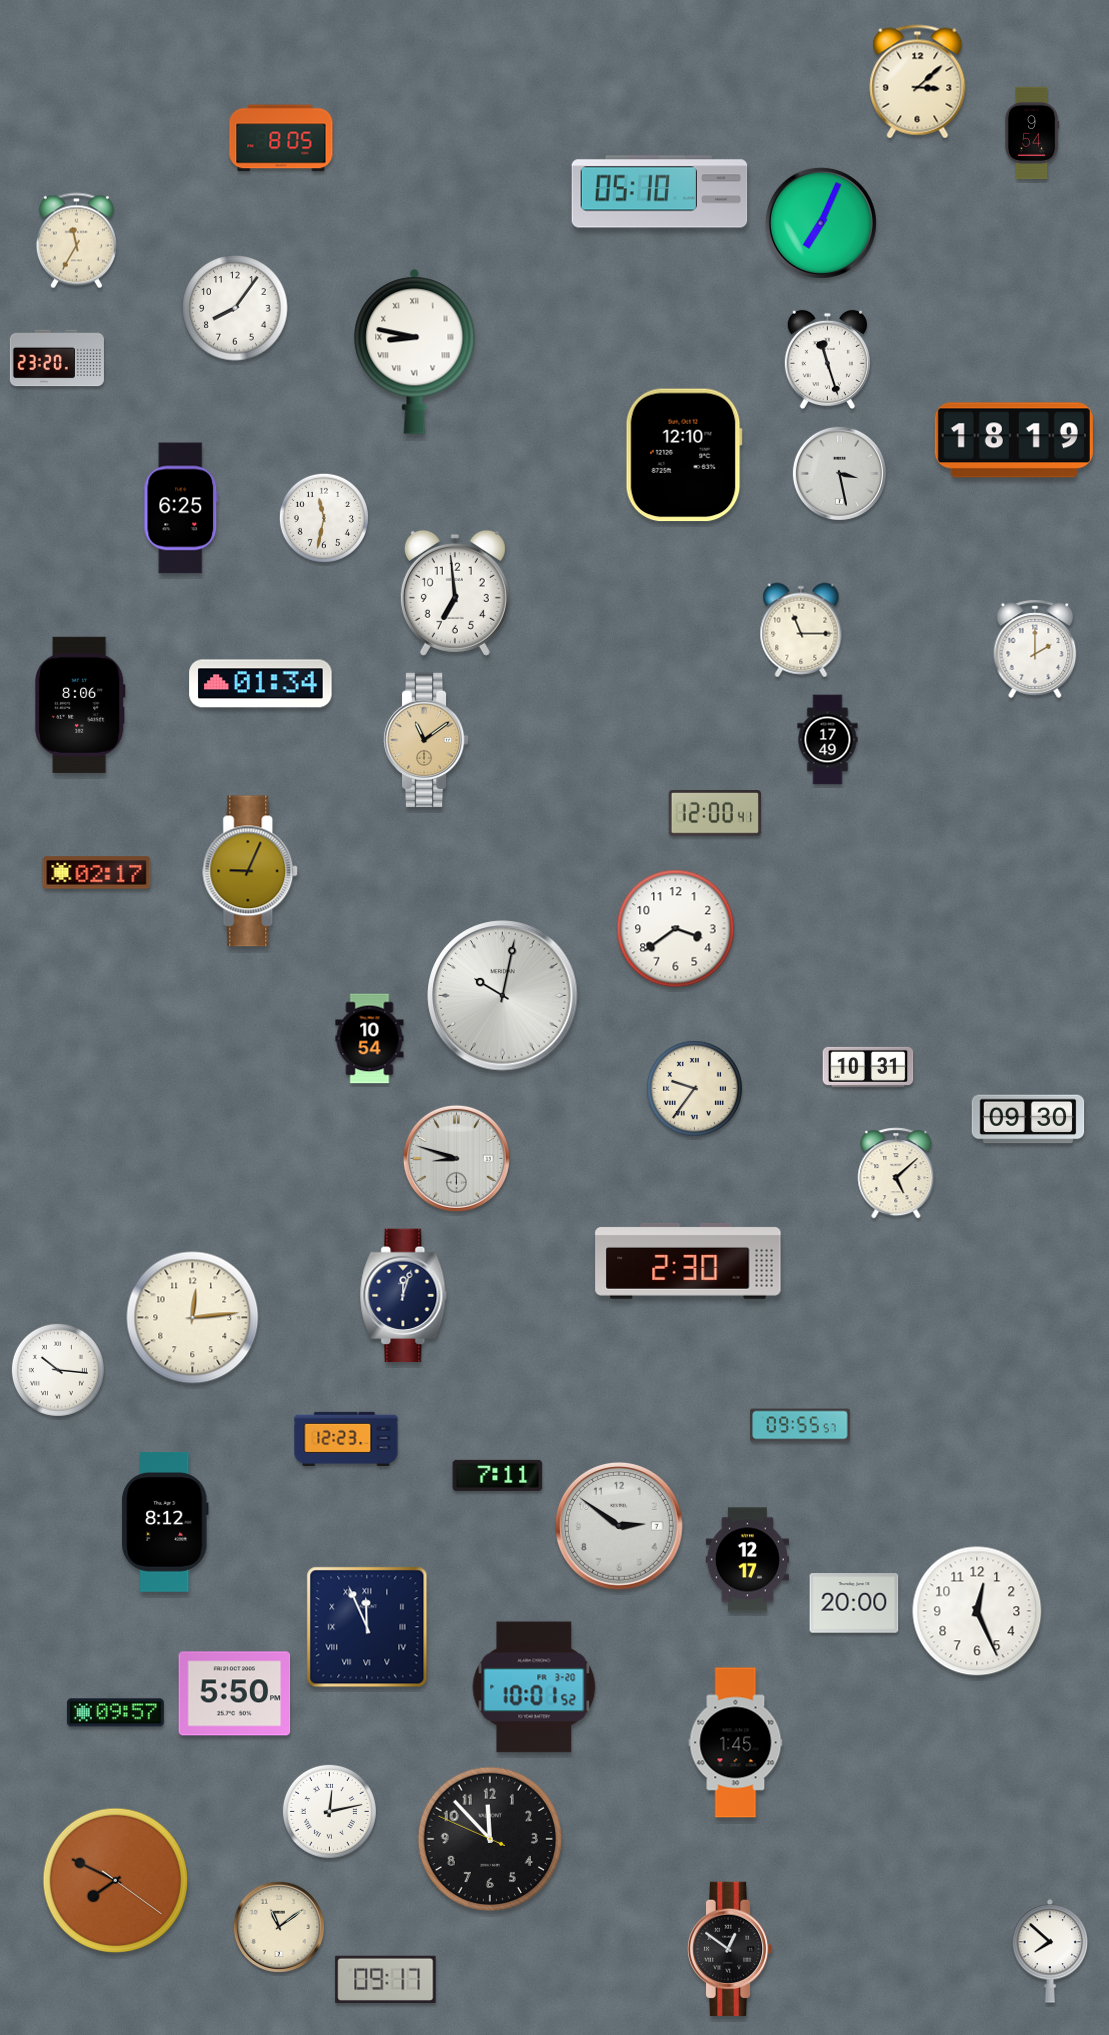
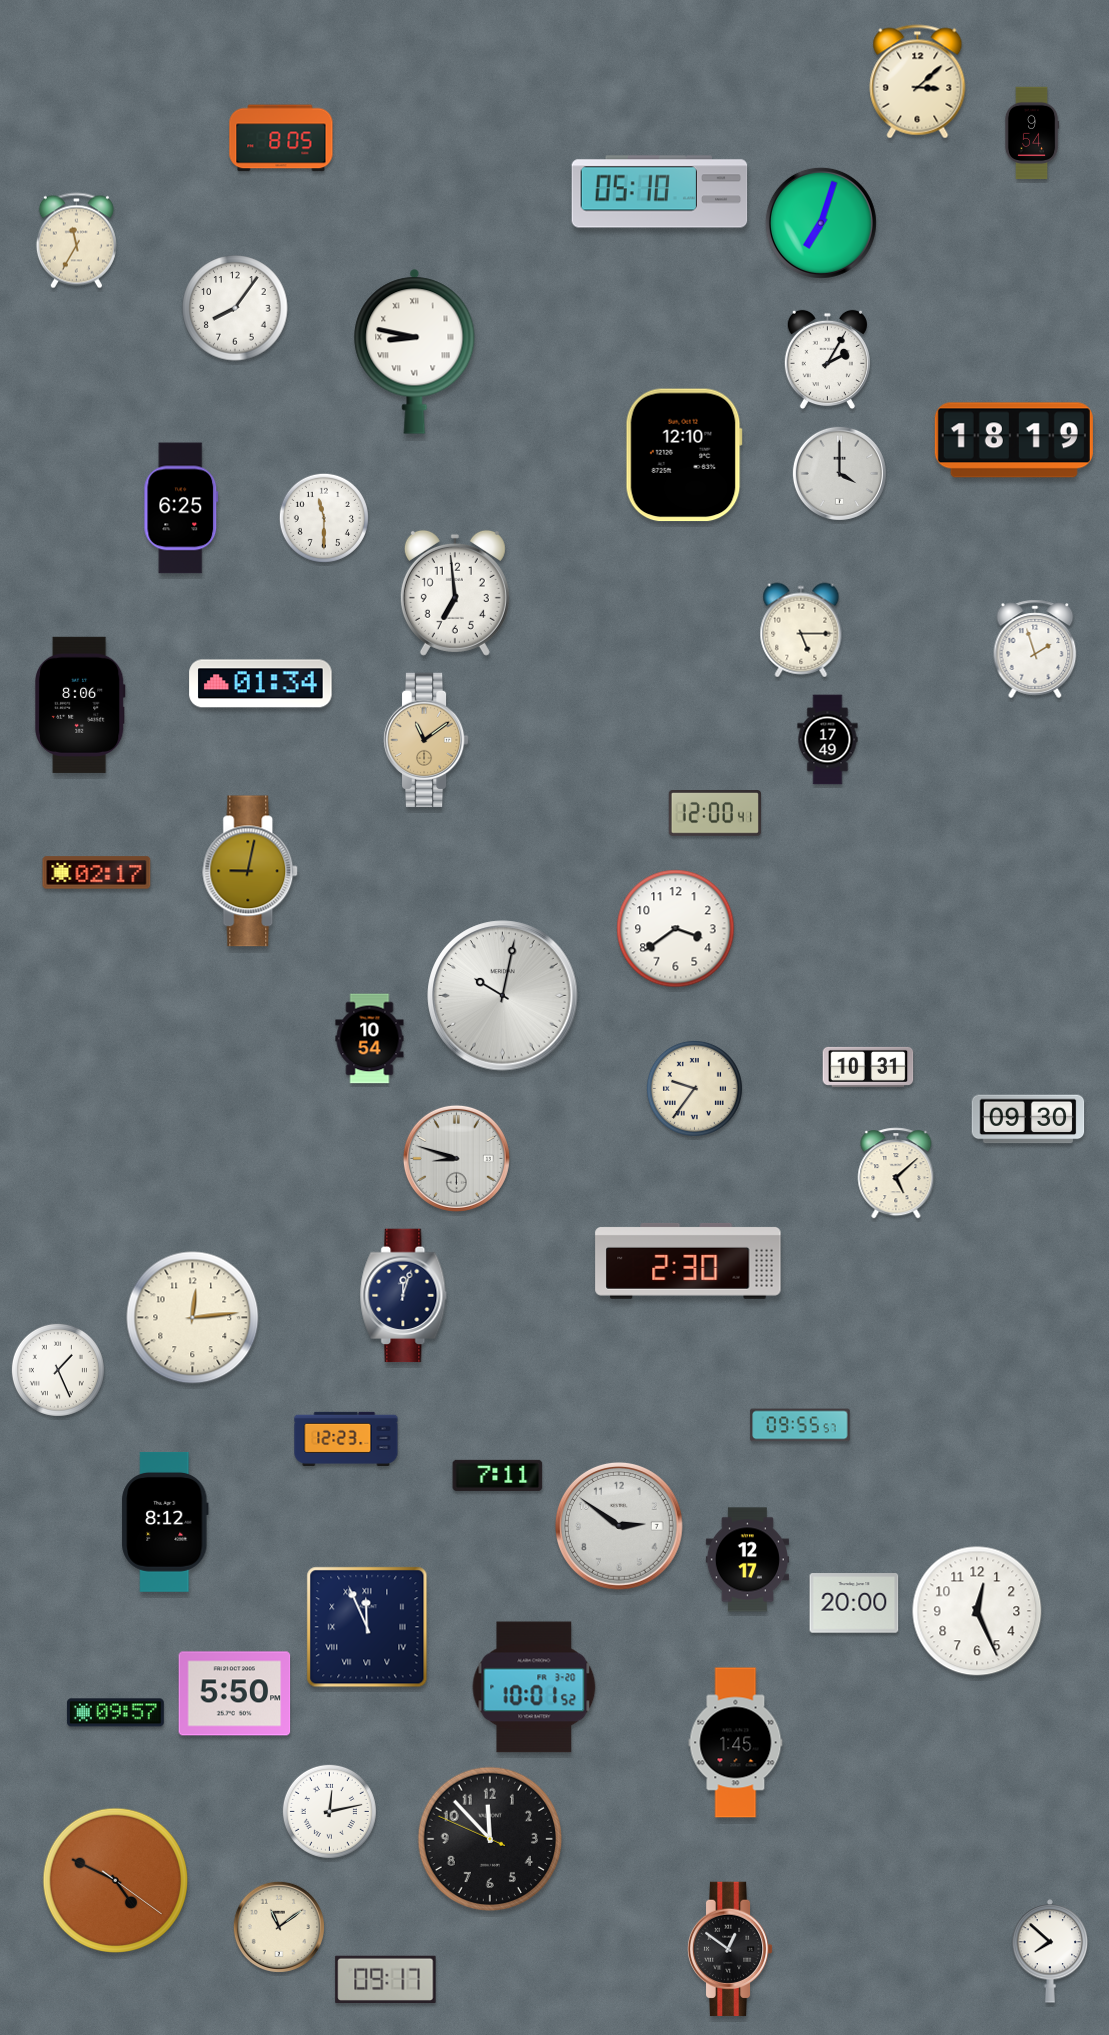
clock at (821, 223): 7:04 -> 7:03
clock at (57, 358): 23:20 -> none
clock at (827, 360): 11:27 -> 2:05
clock at (839, 473): 3:28 -> 4:00
clock at (324, 518): 11:32 -> 11:30
clock at (801, 630): 11:15 -> 5:15
clock at (1035, 649): 2:00 -> 1:57
clock at (251, 871): 9:04 -> 9:02
clock at (58, 1370): 10:16 -> 1:26
clock at (115, 1880): 7:49 -> 4:49
